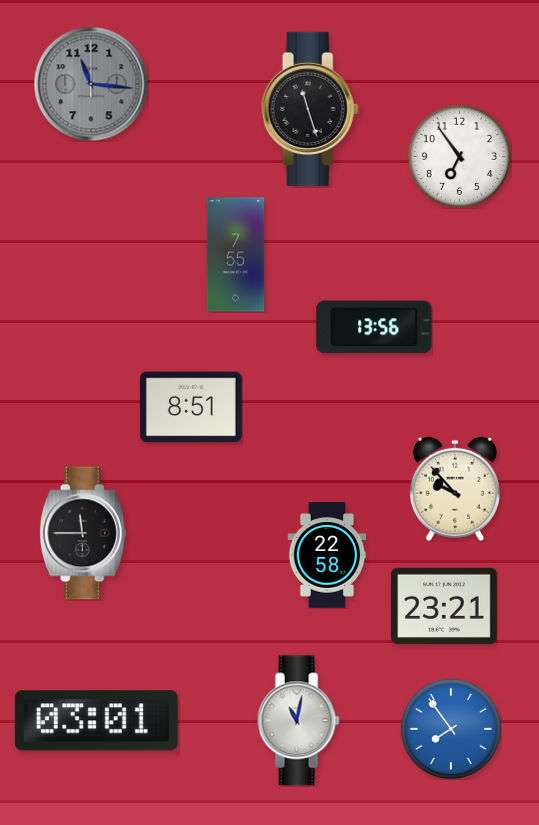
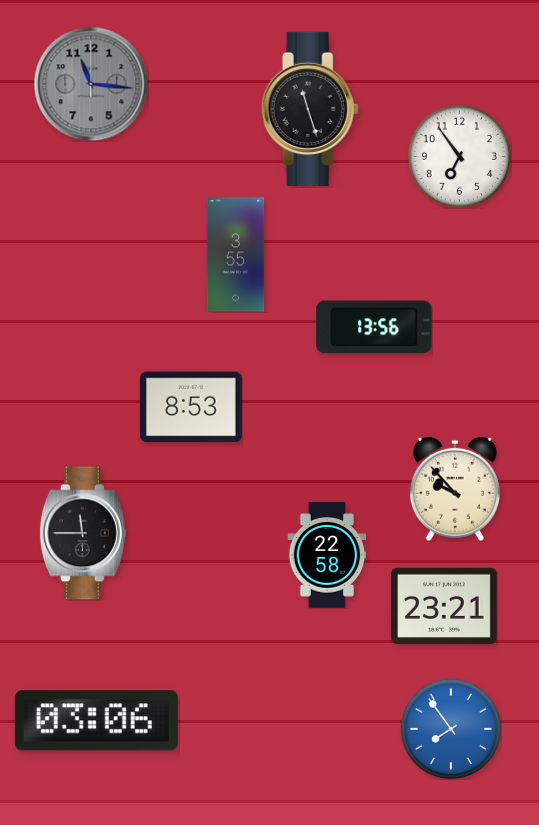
clock at (236, 255): 7:55 -> 3:55
clock at (191, 407): 8:51 -> 8:53
clock at (96, 721): 03:01 -> 03:06
clock at (298, 721): 11:02 -> none
